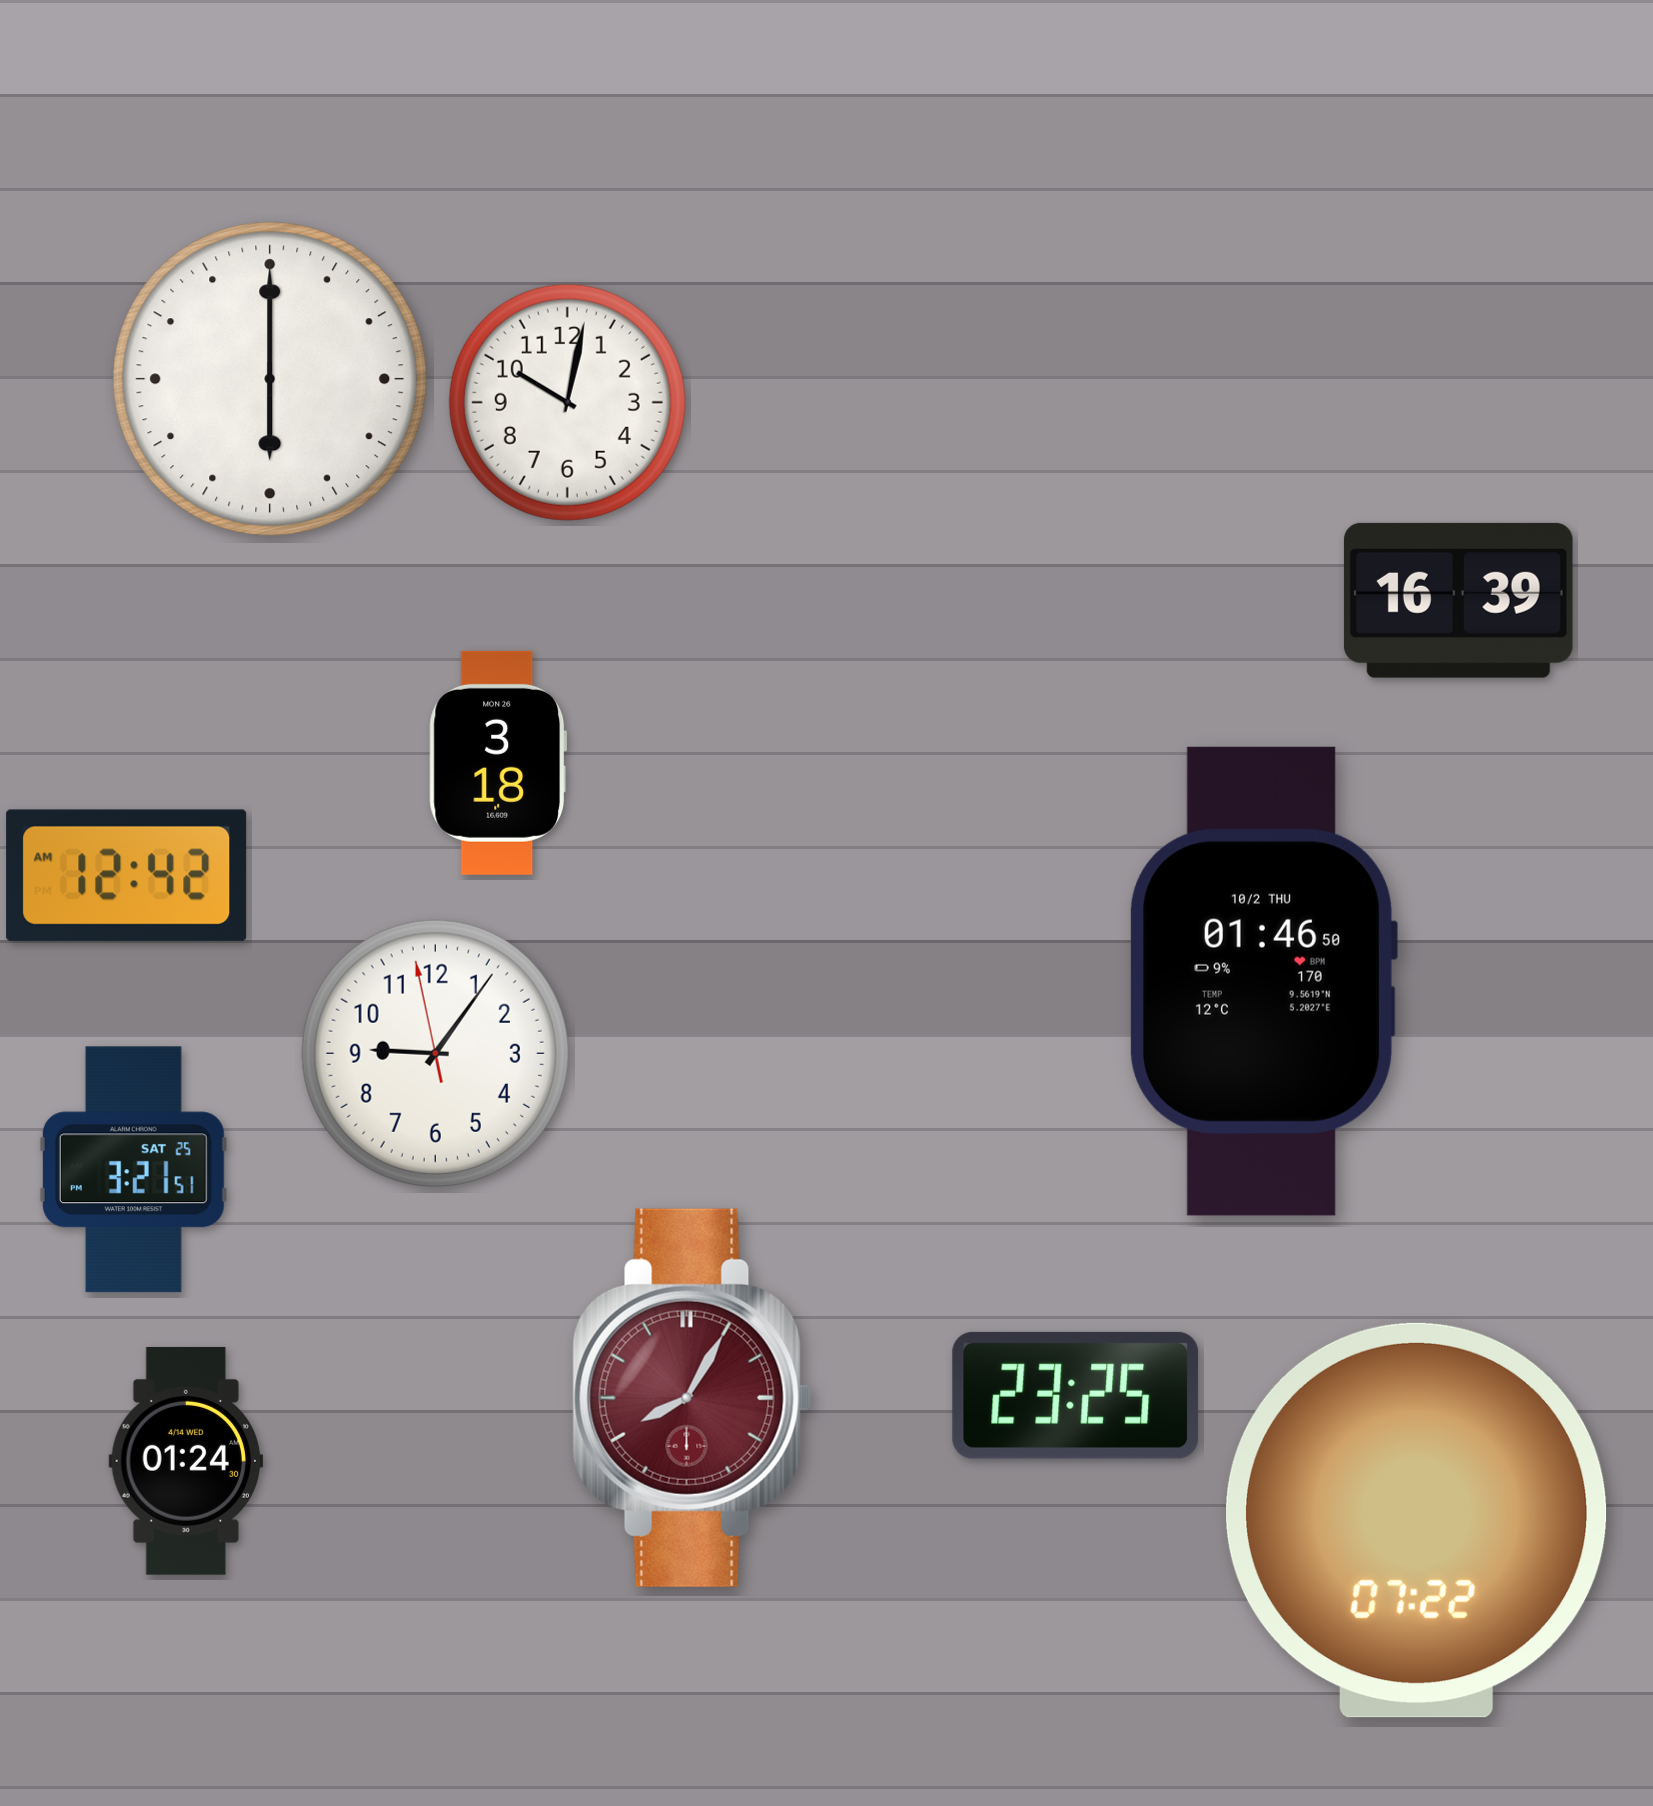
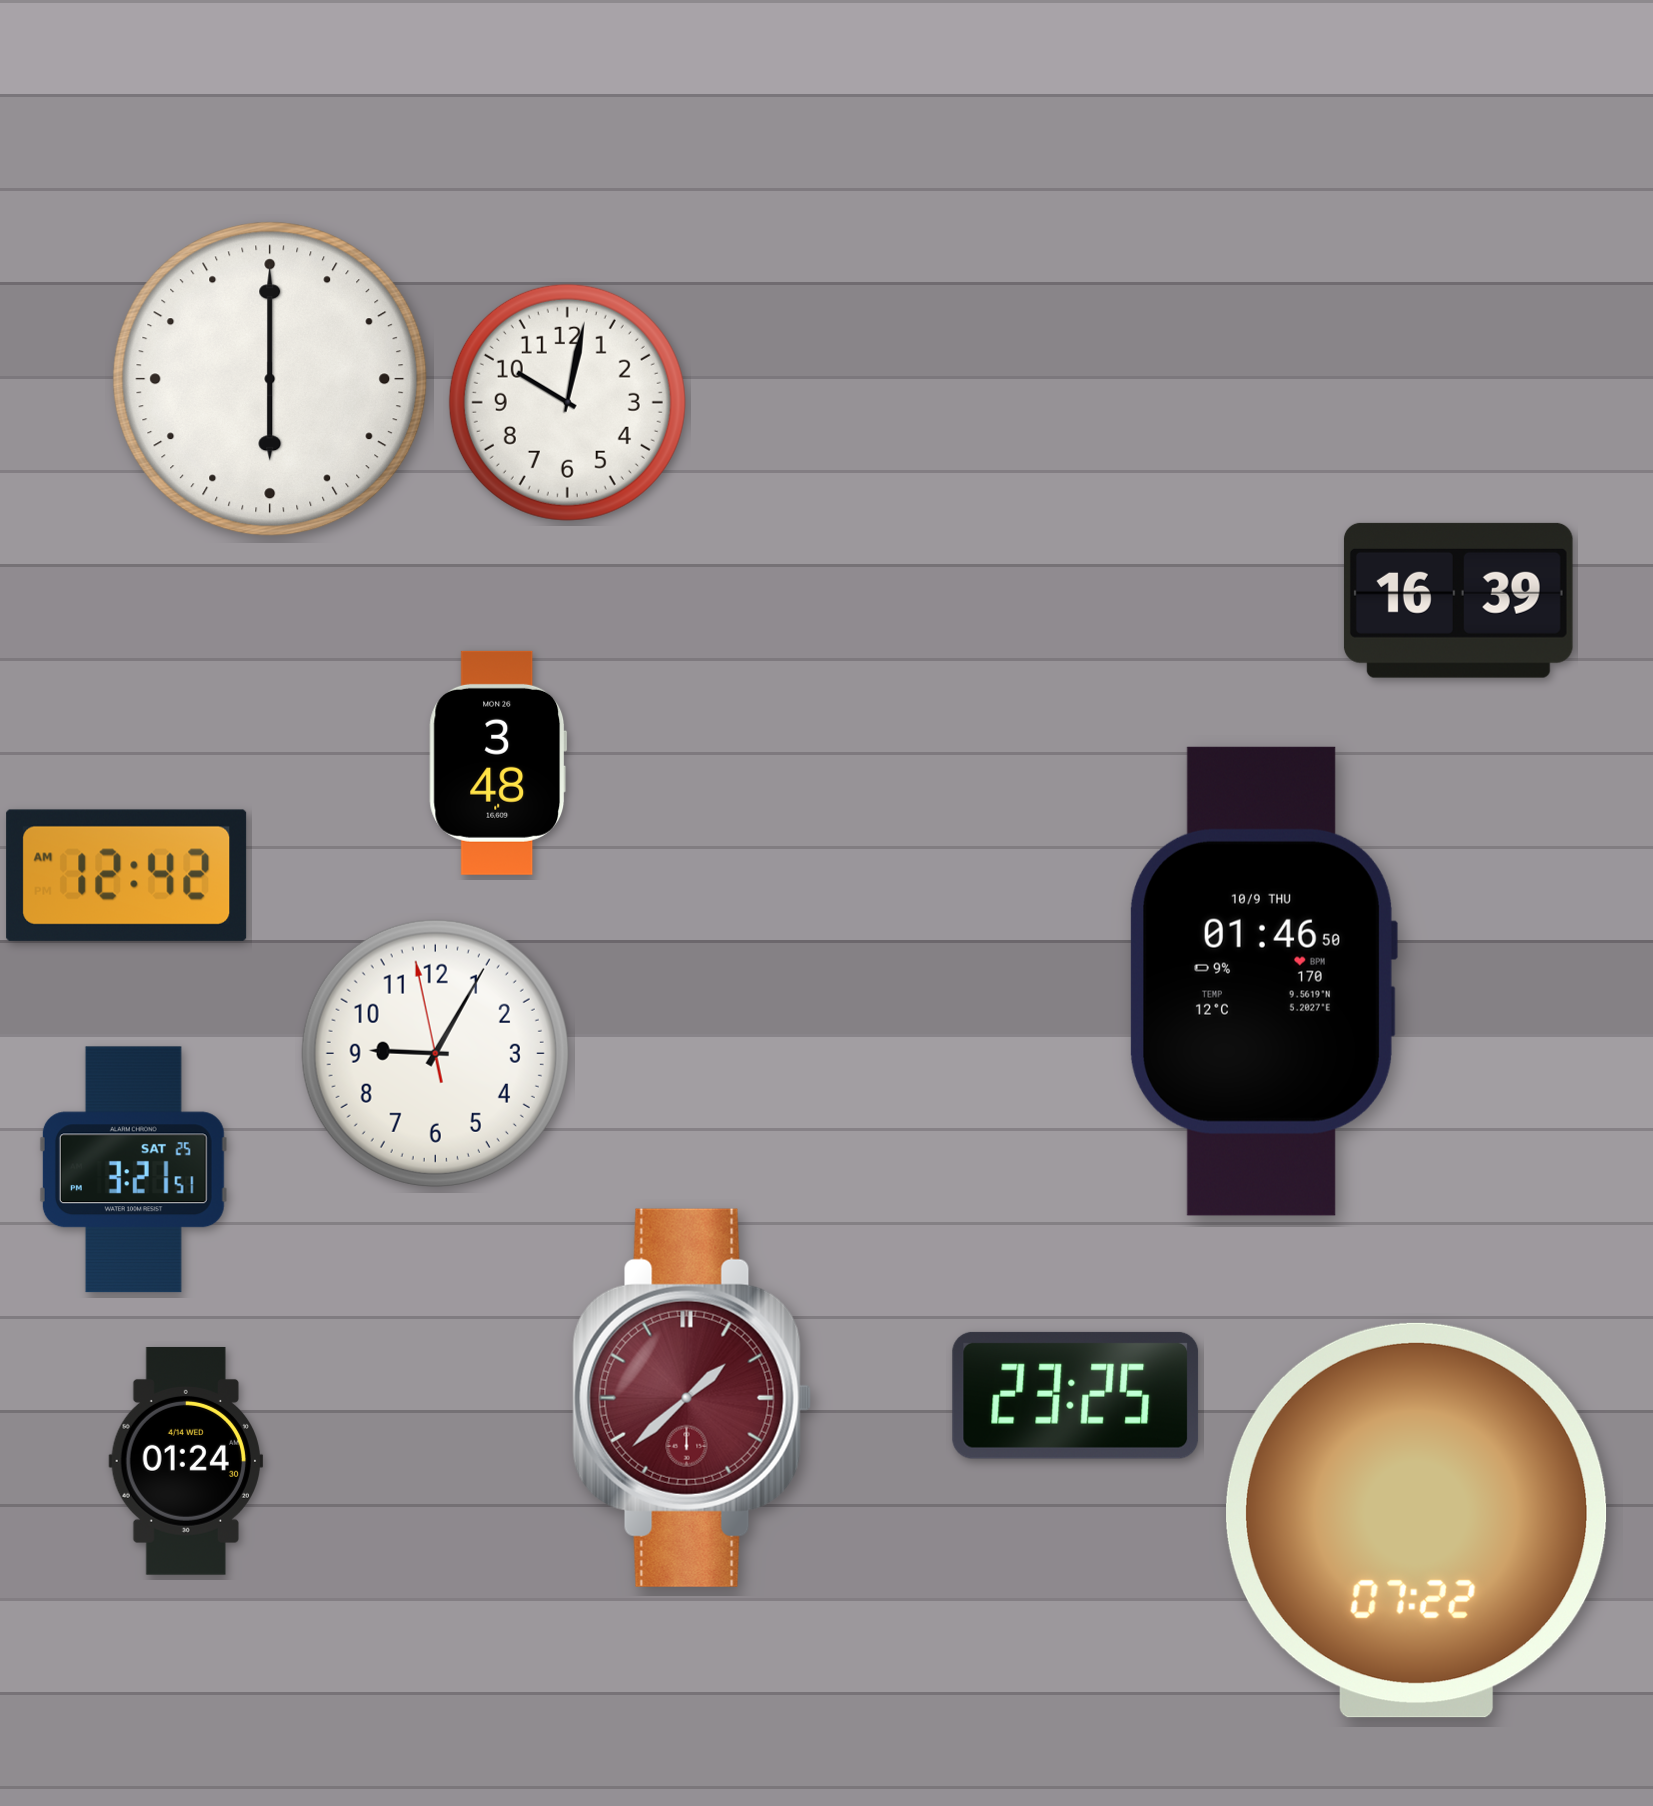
clock at (498, 763): 3:18 -> 3:48
clock at (1263, 981) date: 10/2 THU -> 10/9 THU
clock at (435, 1053): 9:05 -> 9:04
clock at (692, 1398): 8:05 -> 1:38
